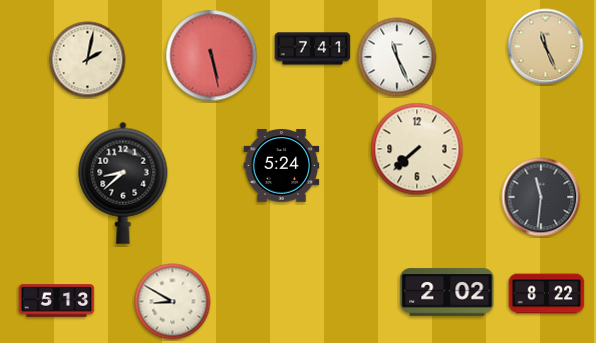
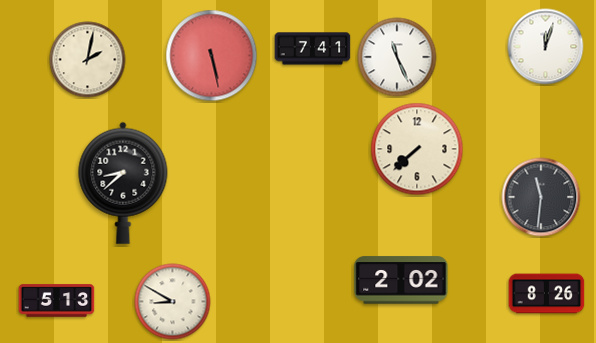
clock at (546, 47): 11:26 -> 12:03
clock at (546, 47) dial: champagne -> white
clock at (282, 166): 5:24 -> none
clock at (447, 292) position: (447, 292) -> (401, 280)
clock at (547, 294): 8:22 -> 8:26
